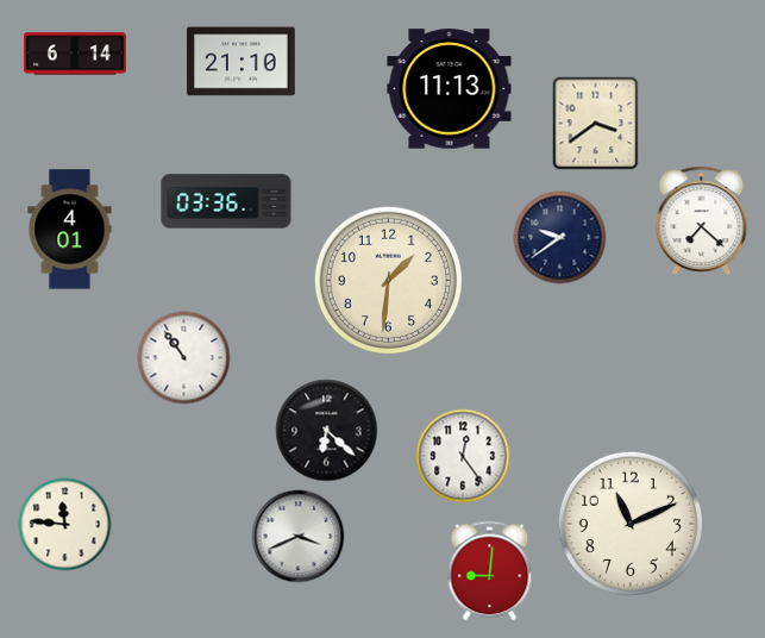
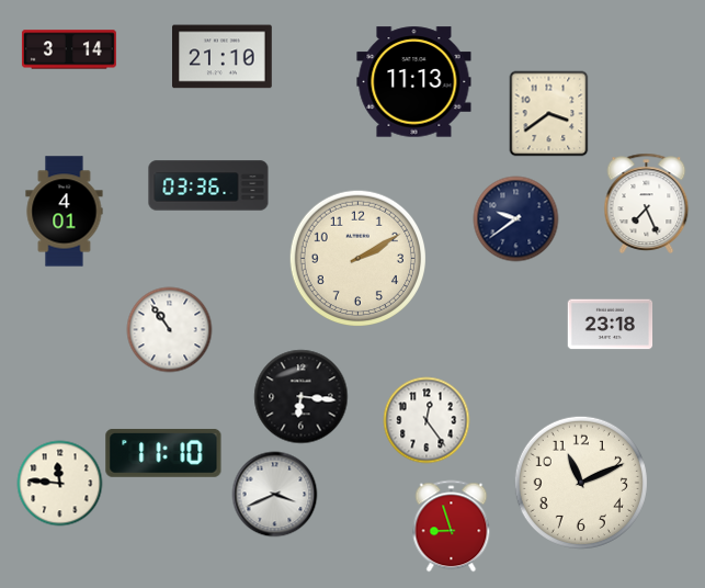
clock at (75, 54): 6:14 -> 3:14
clock at (702, 220): 7:22 -> 7:26
clock at (388, 280): 1:31 -> 2:10
clock at (610, 325): none -> 23:18
clock at (326, 430): 6:22 -> 6:16
clock at (163, 453): none -> 11:10
clock at (490, 570): 9:01 -> 8:57
